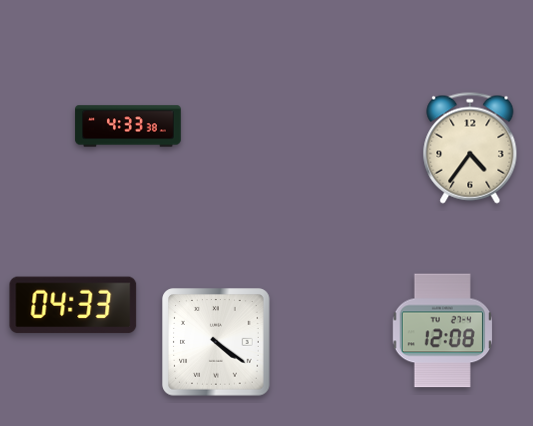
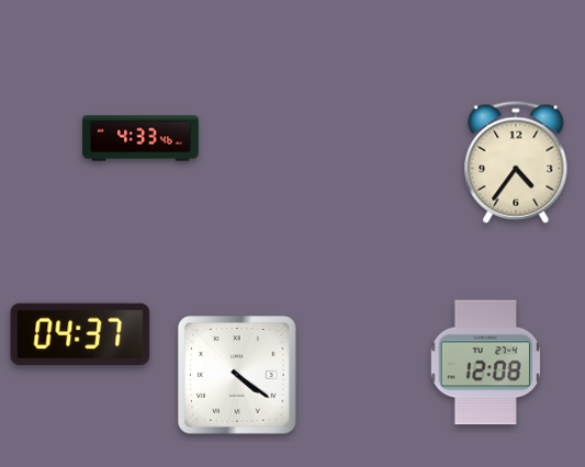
clock at (128, 126): 4:33:38 -> 4:33:46
clock at (73, 305): 04:33 -> 04:37
